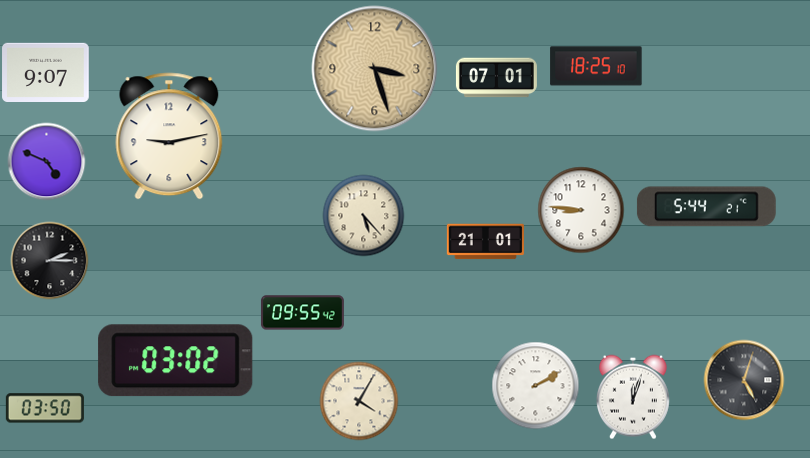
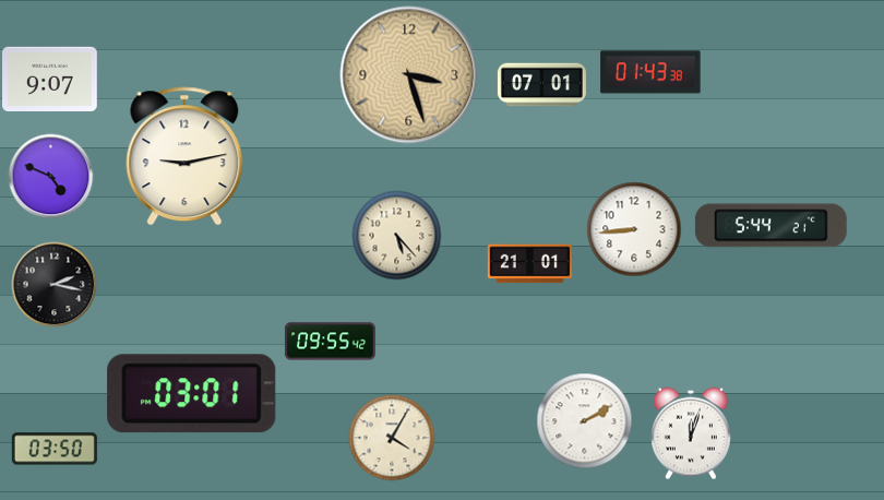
clock at (596, 66): 18:25 -> 01:43
clock at (169, 136) position: (169, 136) -> (184, 156)
clock at (581, 210): 8:46 -> 8:44
clock at (49, 260): 2:15 -> 2:17
clock at (176, 361): 03:02 -> 03:01
clock at (744, 380): 5:03 -> none
clock at (45, 408) position: (45, 408) -> (55, 449)
